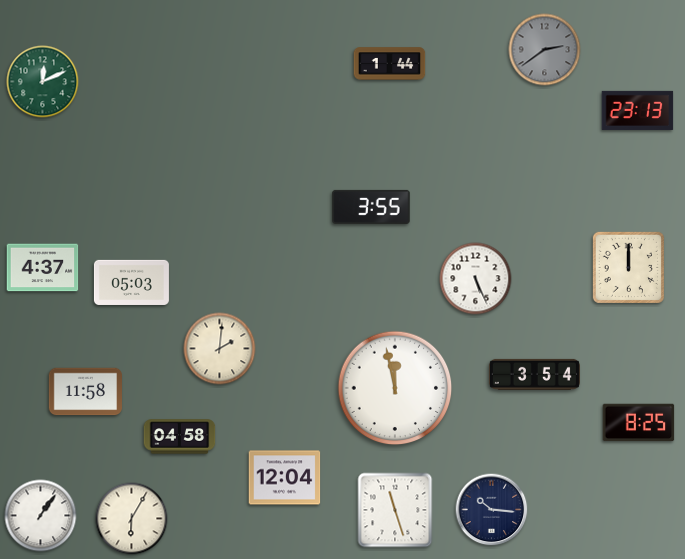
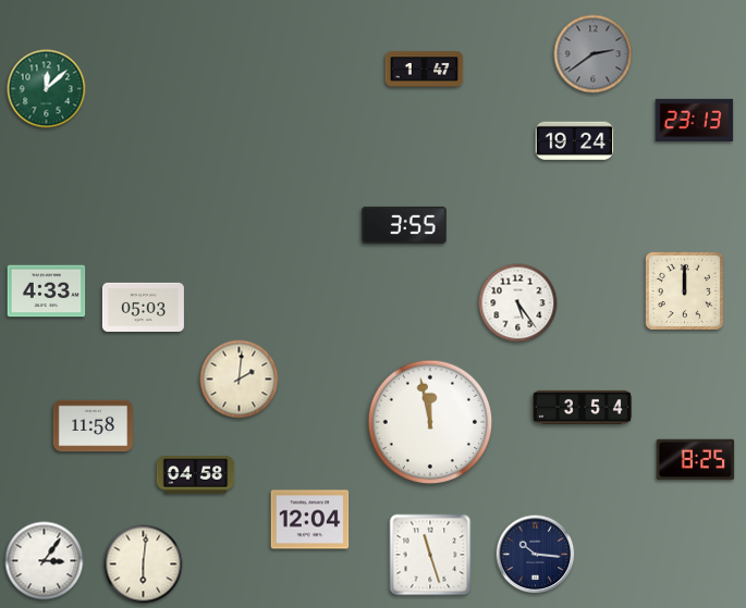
clock at (390, 64): 1:44 -> 1:47
clock at (43, 82): 12:11 -> 12:08
clock at (575, 141): none -> 19:24
clock at (43, 268): 4:37 -> 4:33
clock at (476, 279): 5:26 -> 5:24
clock at (41, 516): 1:06 -> 3:06
clock at (132, 519): 6:05 -> 6:01
